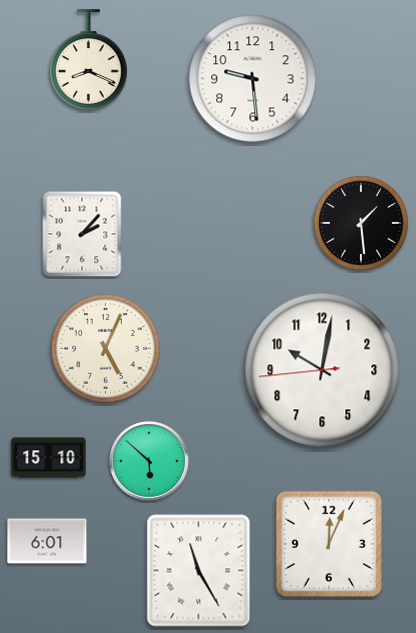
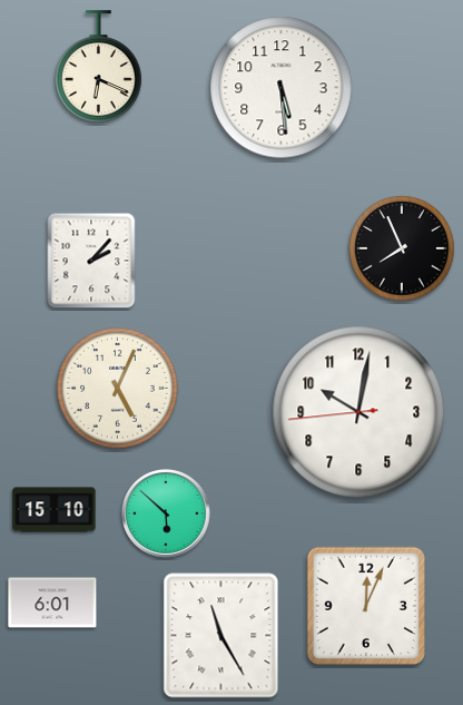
clock at (89, 60): 8:19 -> 6:19
clock at (253, 79): 9:29 -> 5:29
clock at (362, 224): 1:29 -> 7:56
